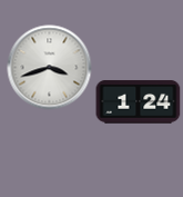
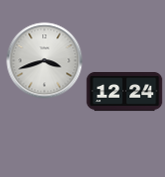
clock at (139, 102): 1:24 -> 12:24
